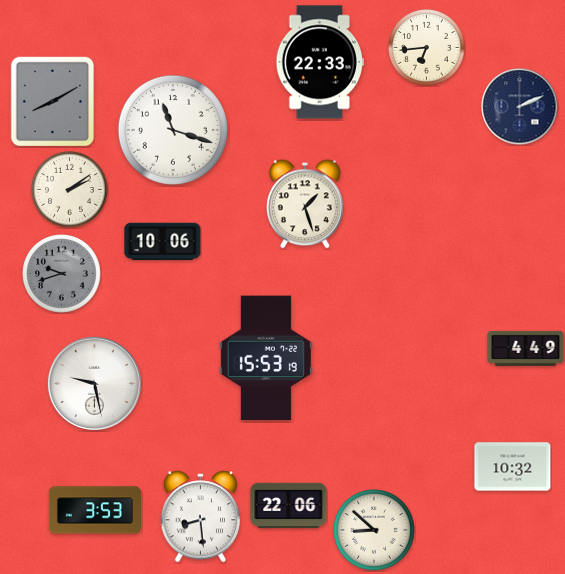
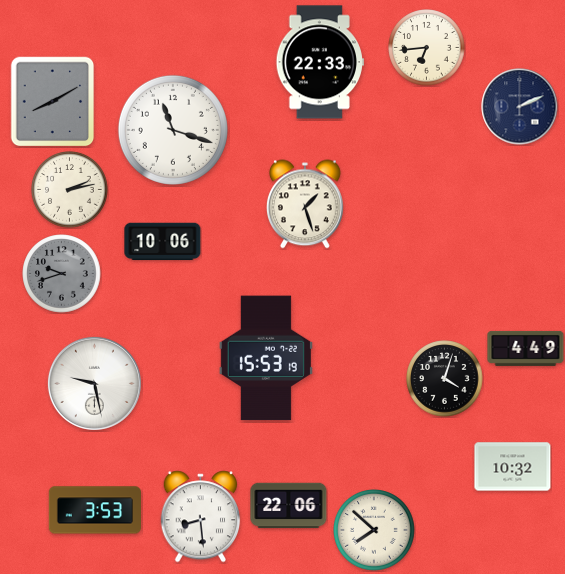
clock at (70, 190): 2:09 -> 2:13
clock at (445, 379): none -> 4:03
clock at (375, 531): 8:52 -> 7:52
